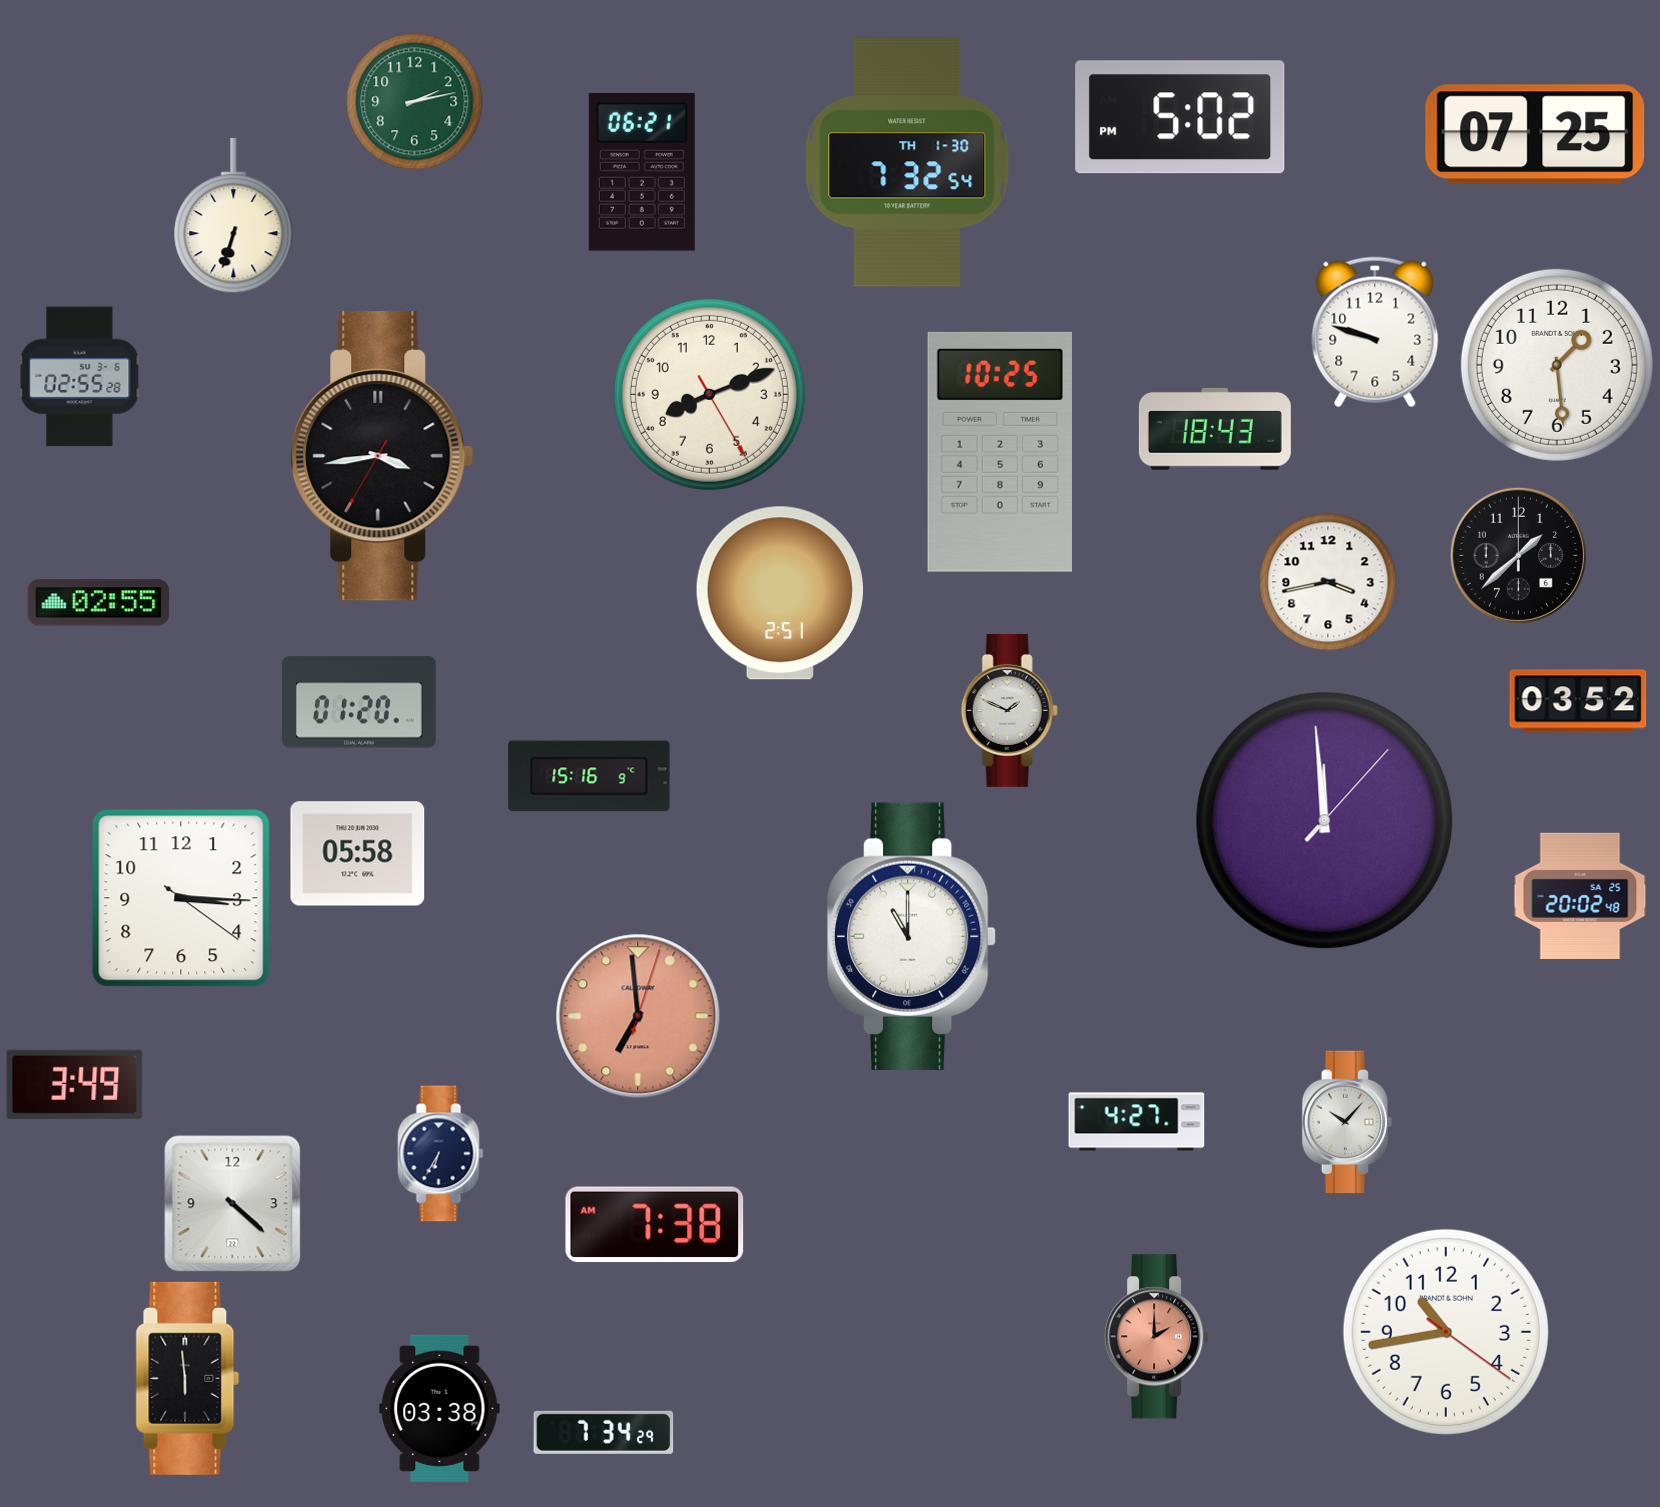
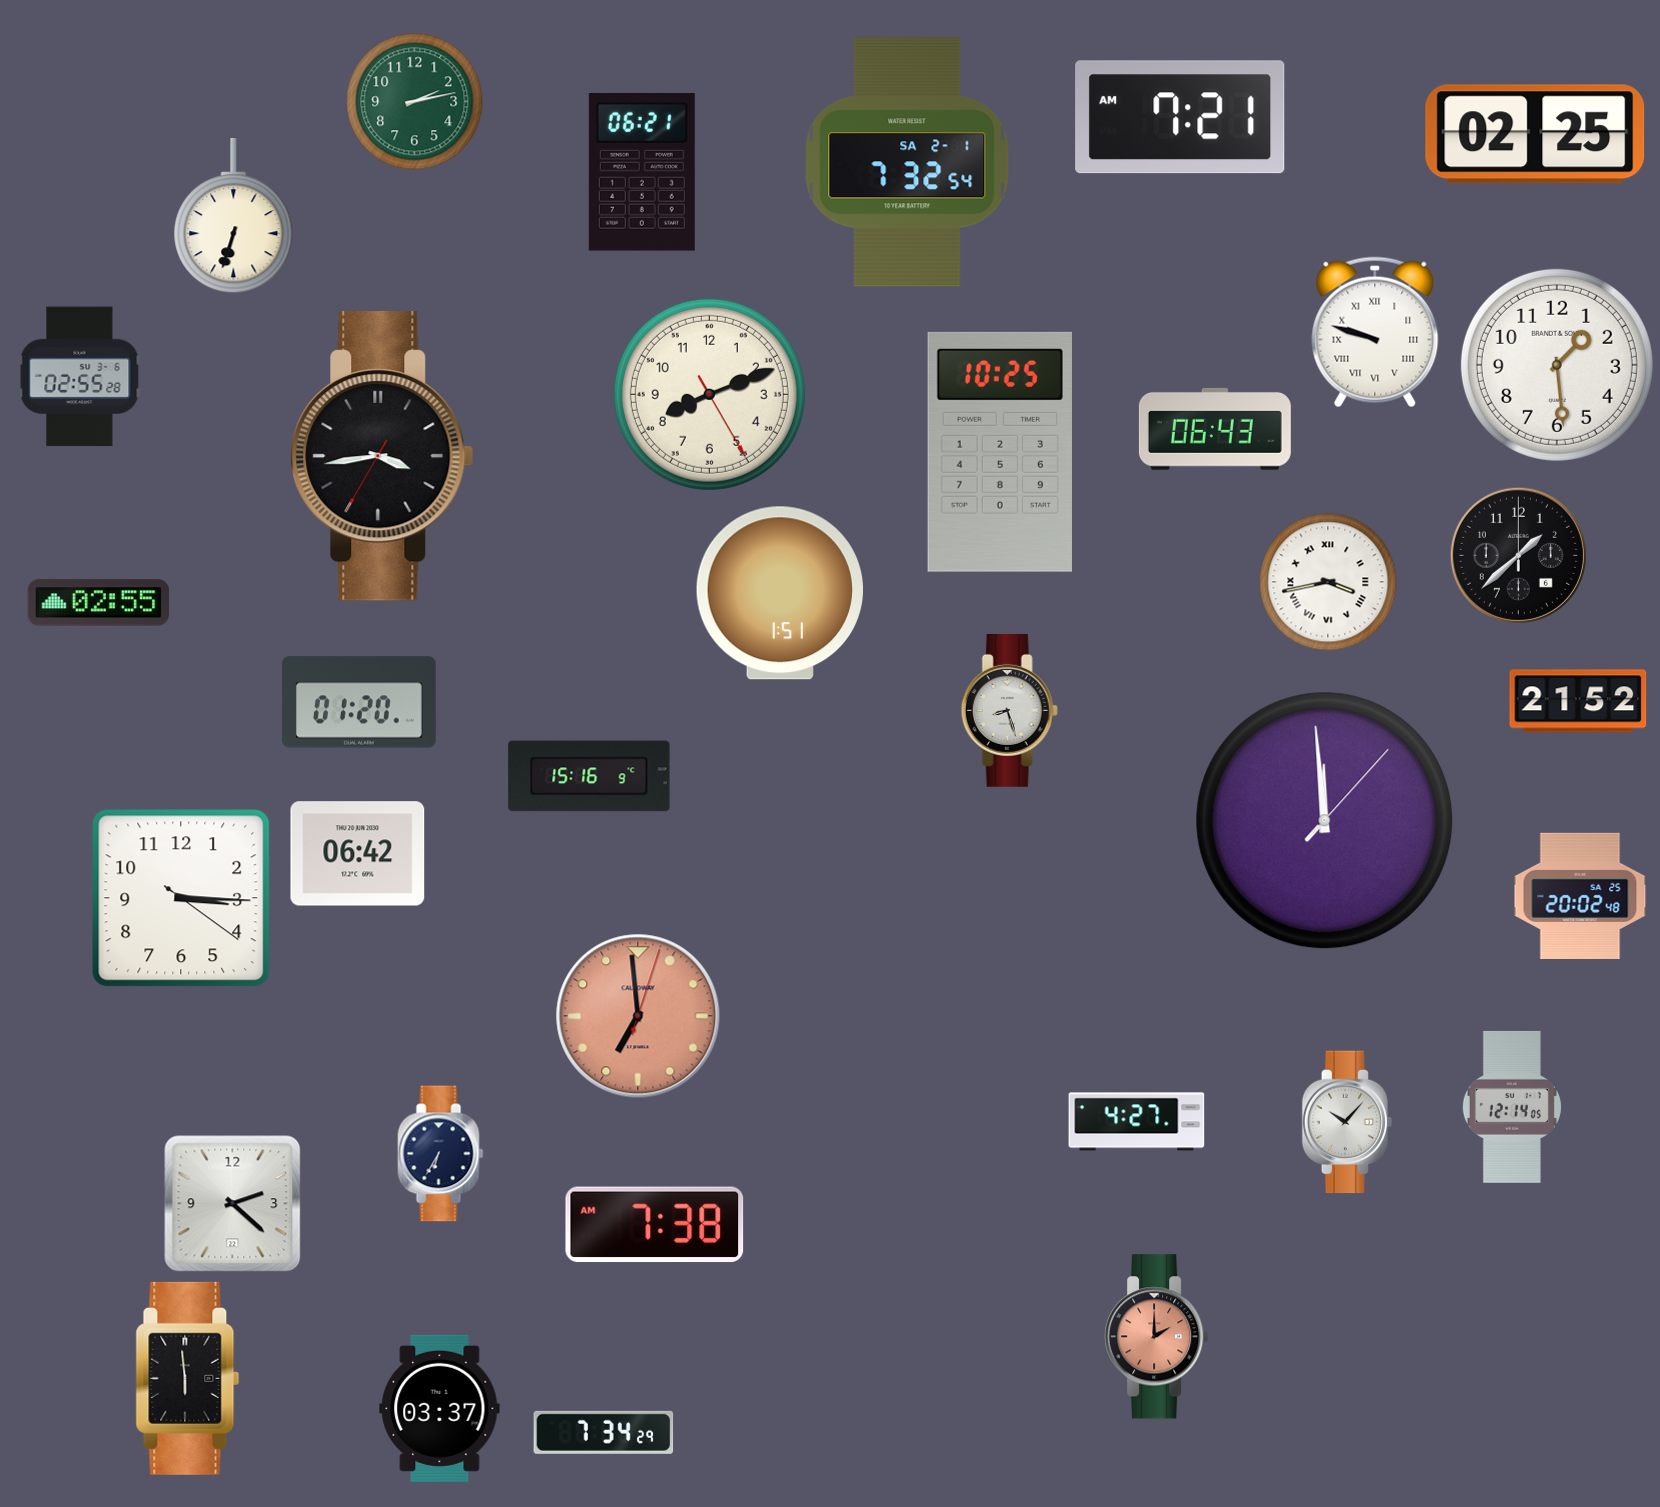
clock at (1180, 117): 5:02 -> 7:21
clock at (1535, 134): 07:25 -> 02:25
clock at (907, 162) date: TH 1-30 -> SA 2-1
clock at (1375, 332) numerals: Arabic -> Roman
clock at (1215, 429): 18:43 -> 06:43
clock at (1328, 582) numerals: Arabic -> Roman
clock at (779, 593): 2:51 -> 1:51
clock at (1578, 701): 03:52 -> 21:52
clock at (1009, 710): 1:49 -> 8:27
clock at (358, 854): 05:58 -> 06:42
clock at (912, 936): 11:00 -> none
clock at (75, 1084): 3:49 -> none
clock at (1512, 1107): none -> 12:14
clock at (233, 1204): 4:22 -> 2:22
clock at (1446, 1332): 10:43 -> none
clock at (440, 1408): 03:38 -> 03:37
